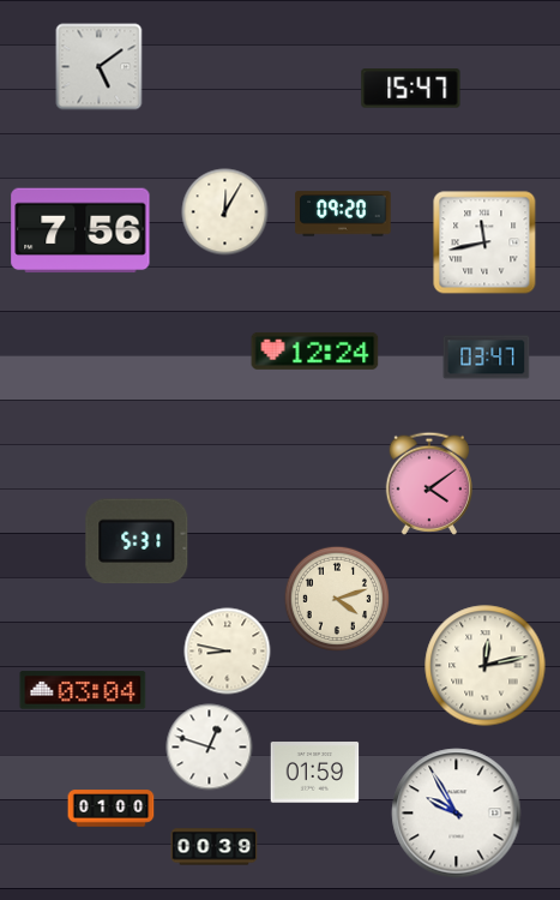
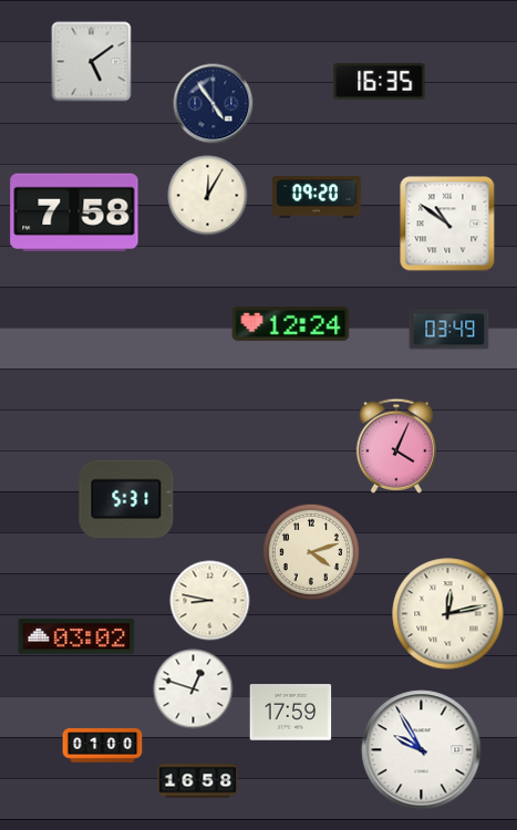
clock at (411, 89): 15:47 -> 16:35
clock at (214, 104): none -> 4:54
clock at (80, 230): 7:56 -> 7:58
clock at (484, 242): 11:43 -> 10:51
clock at (487, 358): 03:47 -> 03:49
clock at (429, 484): 4:09 -> 4:04
clock at (83, 690): 03:04 -> 03:02
clock at (315, 773): 01:59 -> 17:59
clock at (215, 847): 00:39 -> 16:58
